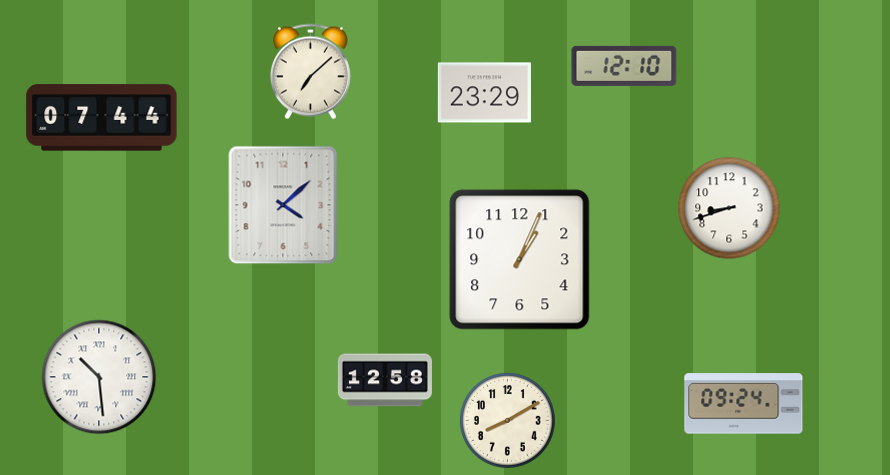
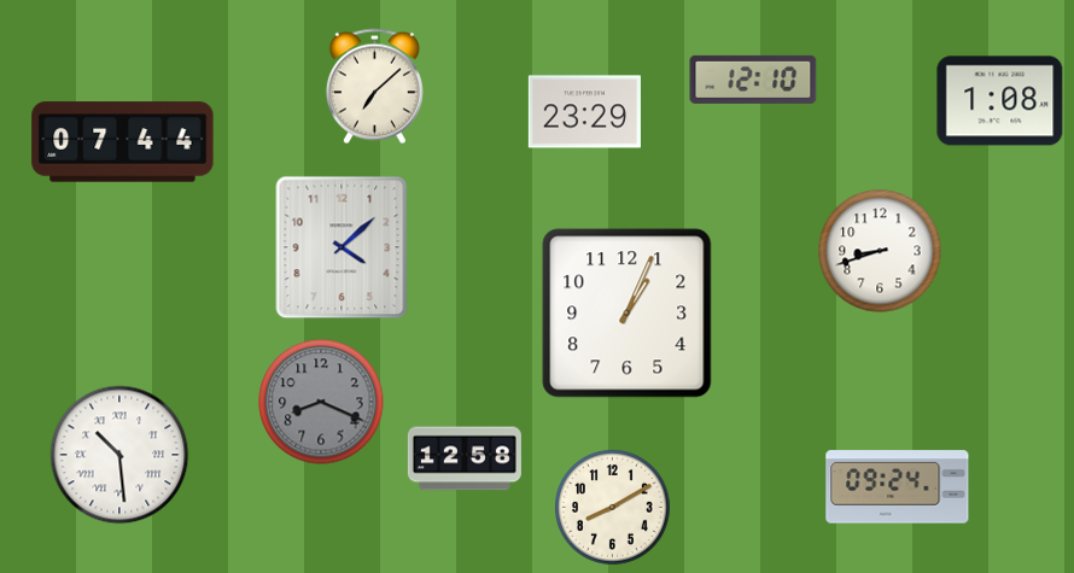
clock at (1000, 101): none -> 1:08
clock at (321, 402): none -> 8:19
